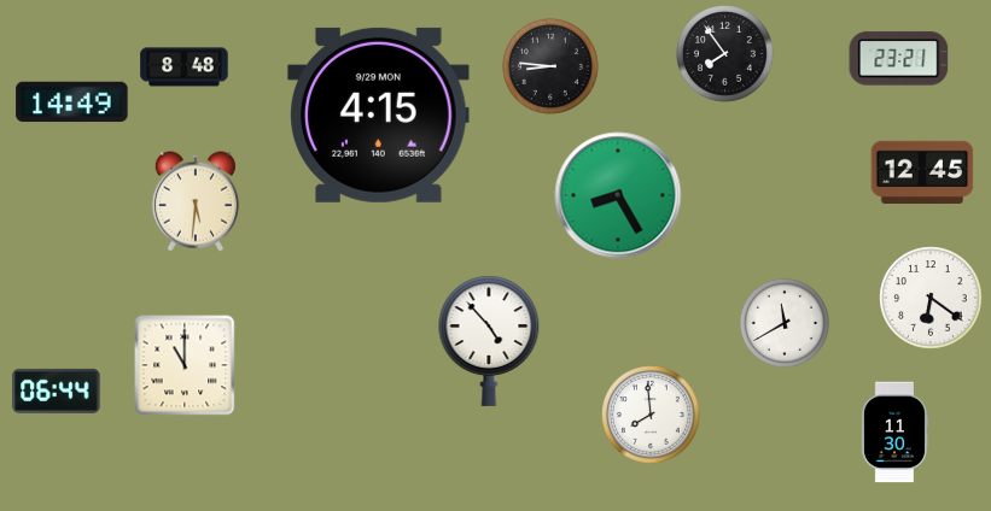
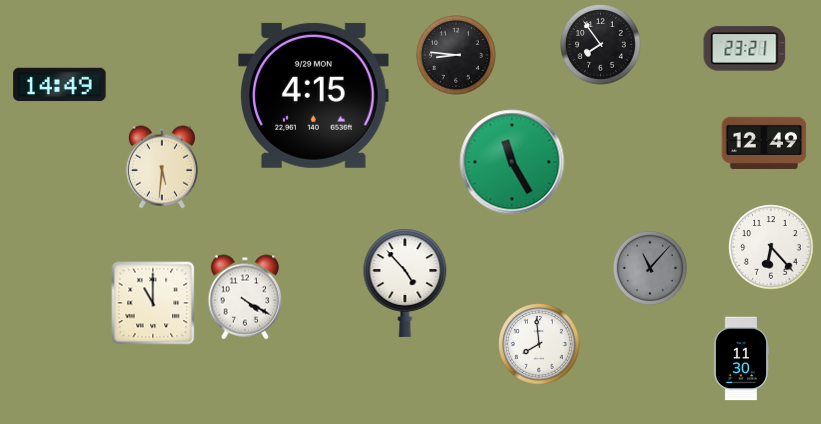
clock at (185, 67): 8:48 -> none
clock at (922, 171): 12:45 -> 12:49
clock at (618, 195): 8:25 -> 11:25
clock at (931, 298): 6:21 -> 6:23
clock at (785, 323): 11:40 -> 11:07
clock at (785, 323) dial: white -> grey
clock at (245, 297): none -> 4:20
clock at (57, 390): 06:44 -> none
